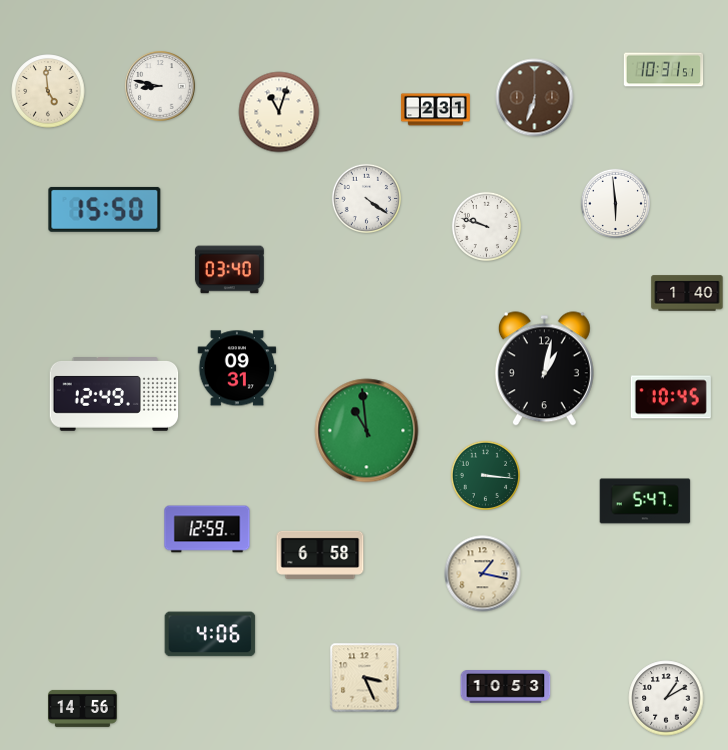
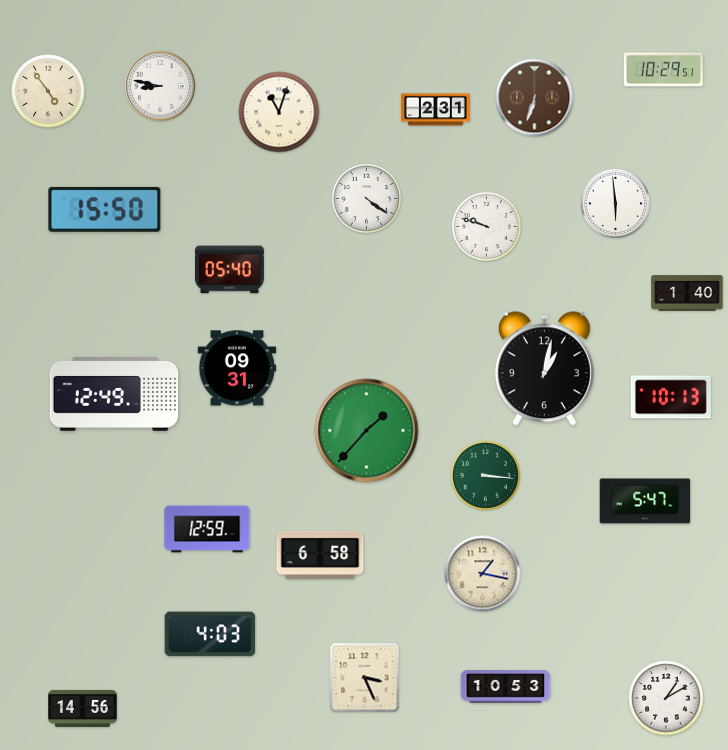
clock at (664, 70): 10:31 -> 10:29
clock at (48, 91): 4:59 -> 4:54
clock at (229, 270): 03:40 -> 05:40
clock at (671, 397): 10:45 -> 10:13
clock at (367, 431): 10:59 -> 1:37
clock at (210, 634): 4:06 -> 4:03
